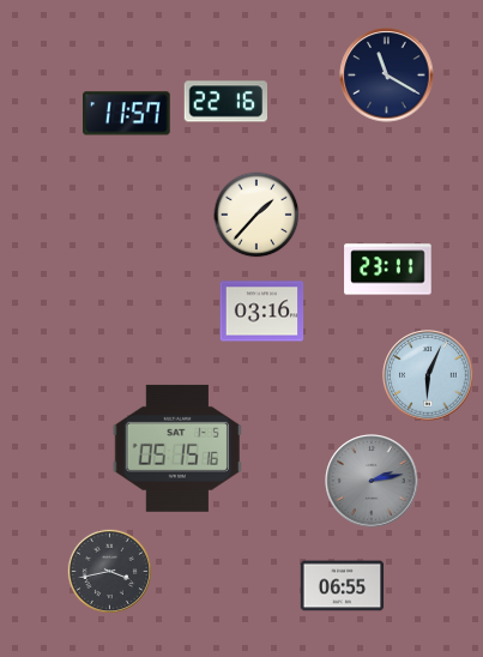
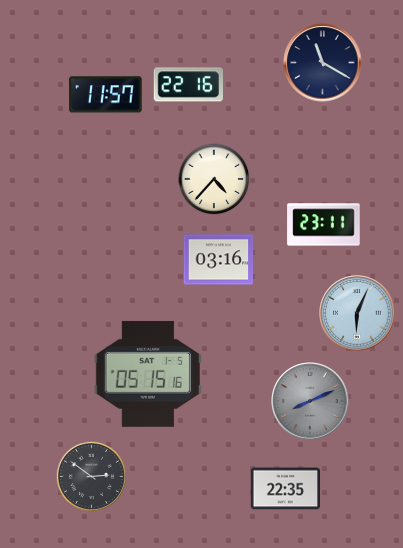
clock at (256, 215): 1:37 -> 4:37
clock at (372, 481): 2:13 -> 8:11
clock at (109, 571): 3:43 -> 2:51
clock at (343, 586): 06:55 -> 22:35
